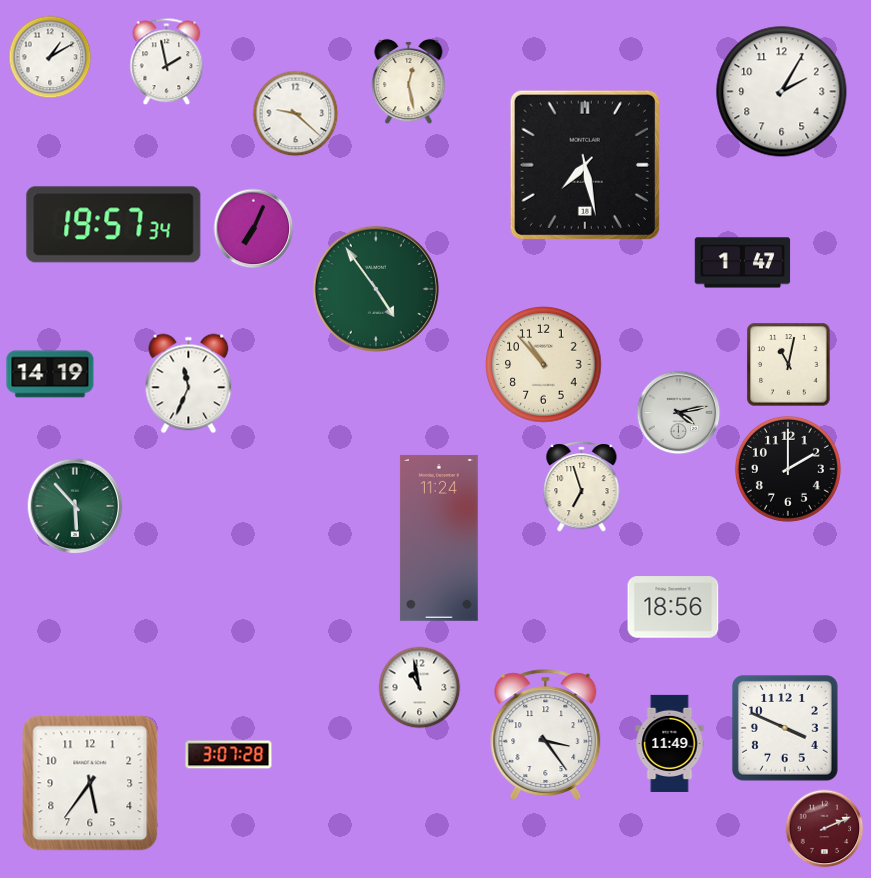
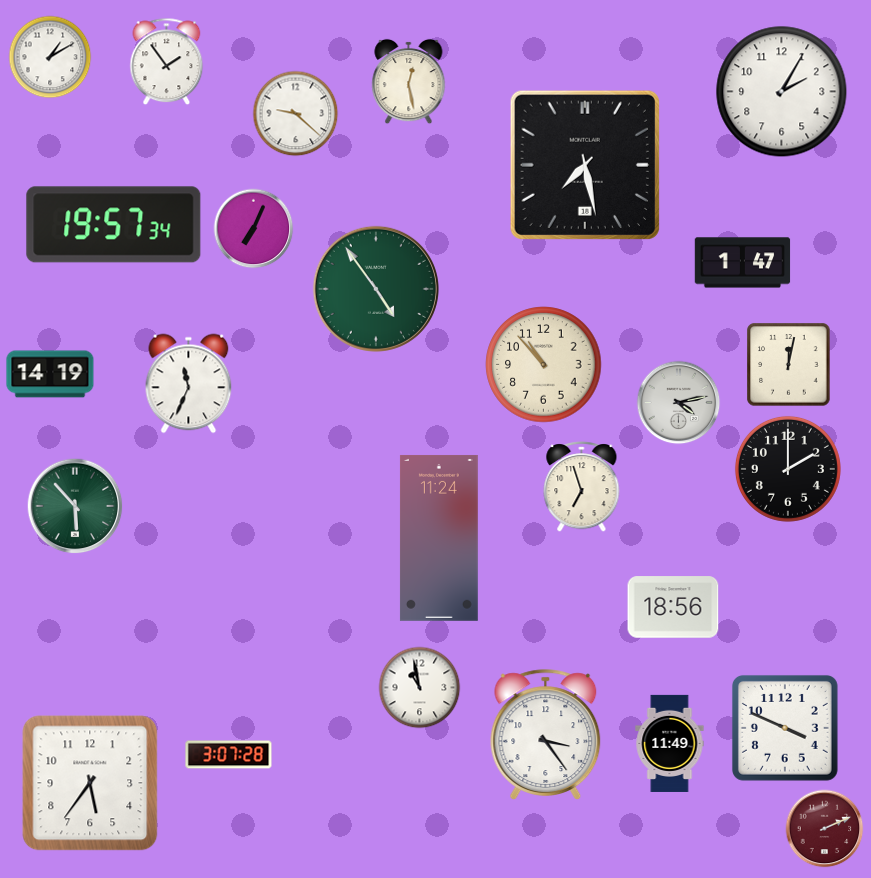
clock at (167, 62): 1:58 -> 1:54
clock at (789, 365): 11:02 -> 12:02
clock at (679, 413) position: (679, 413) -> (679, 403)
